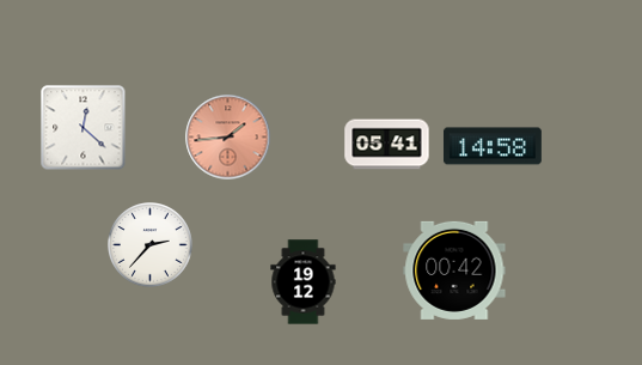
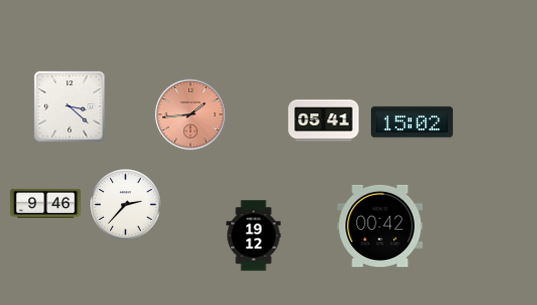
clock at (84, 128): 12:22 -> 3:22
clock at (493, 146): 14:58 -> 15:02
clock at (46, 203): none -> 9:46
